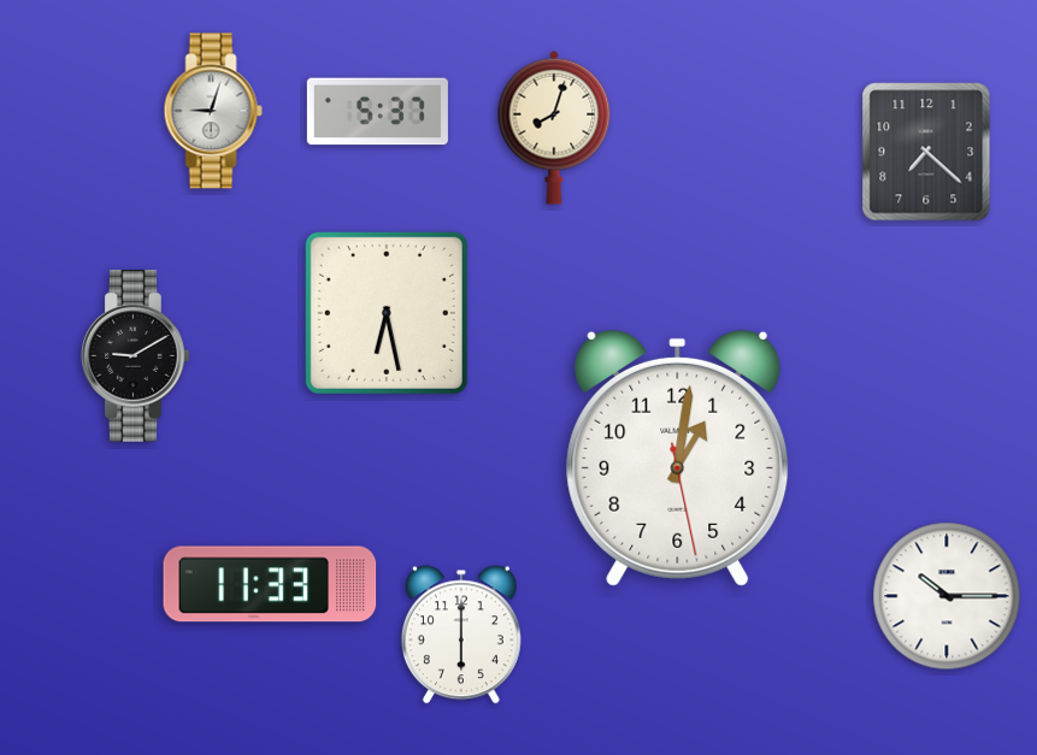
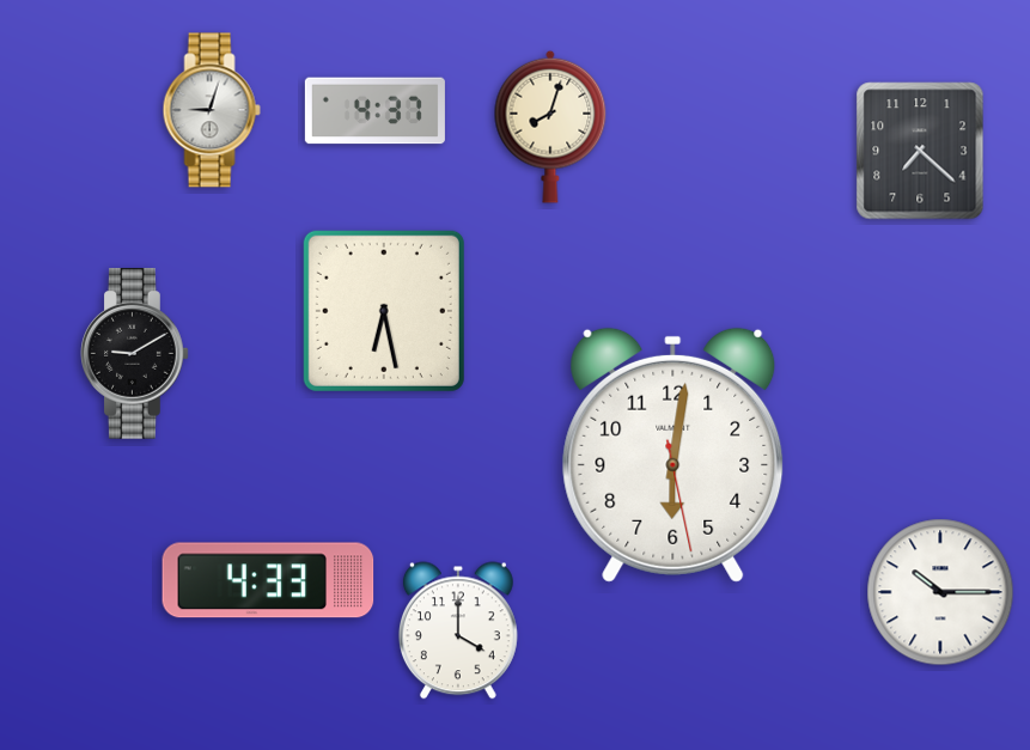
clock at (377, 112): 5:37 -> 4:37
clock at (678, 458): 1:01 -> 6:01
clock at (270, 584): 11:33 -> 4:33
clock at (461, 635): 6:00 -> 4:00
